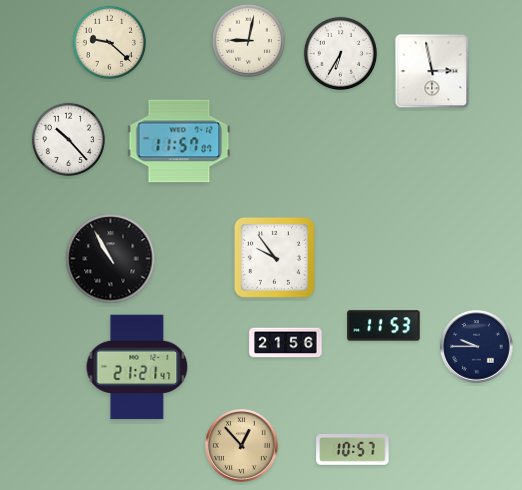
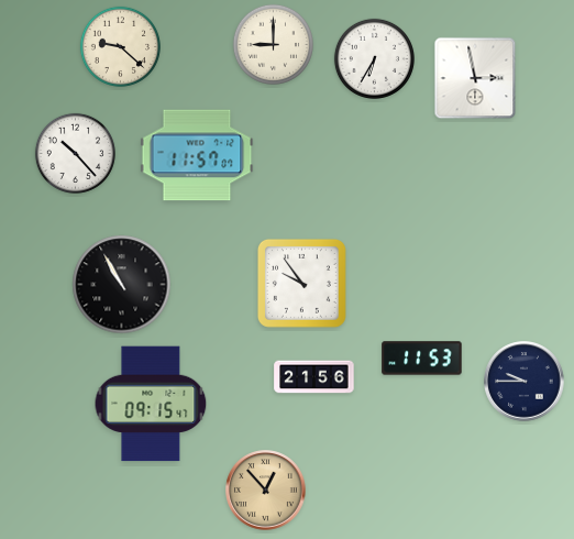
clock at (248, 40): 9:02 -> 9:00
clock at (137, 367): 21:21 -> 09:15
clock at (353, 449): 10:57 -> none
